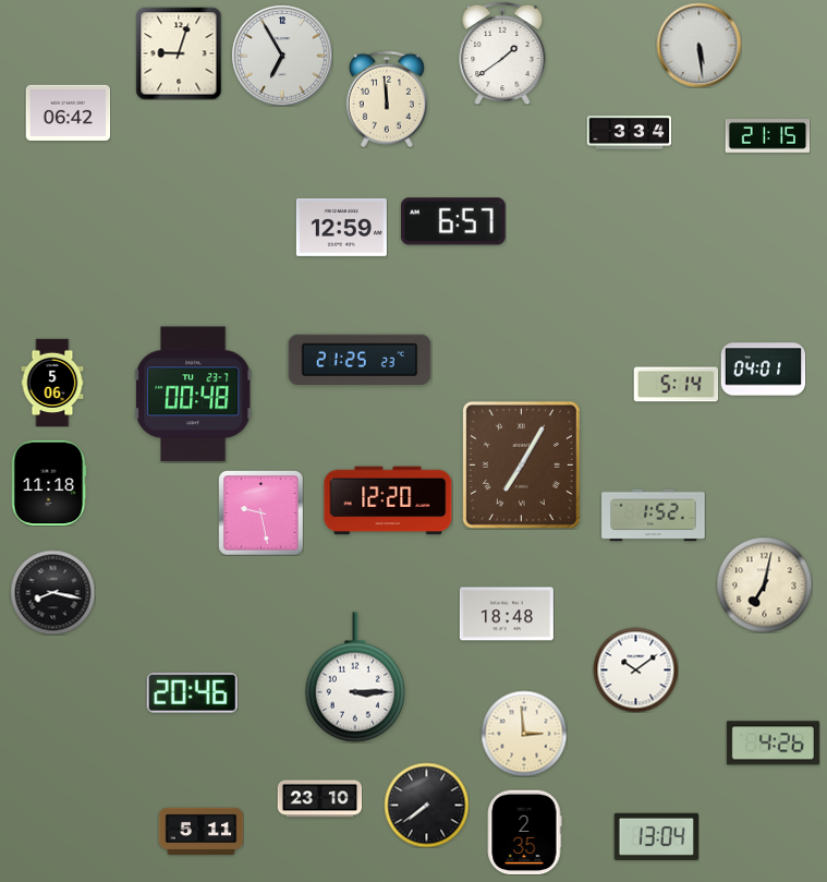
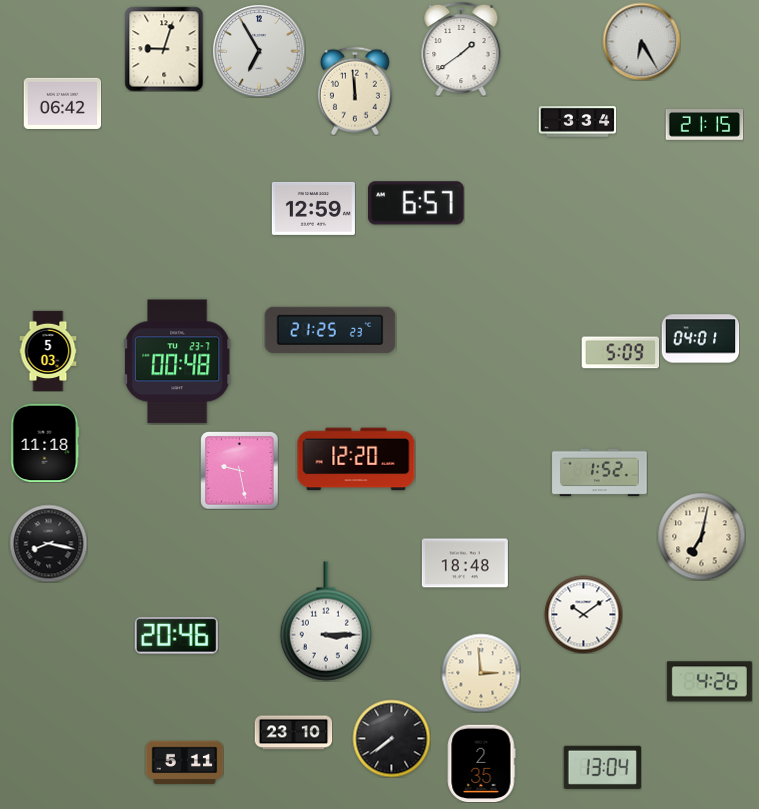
clock at (698, 45): 5:29 -> 6:25
clock at (52, 383): 5:06 -> 5:03
clock at (676, 385): 5:14 -> 5:09
clock at (521, 464): 7:05 -> none
